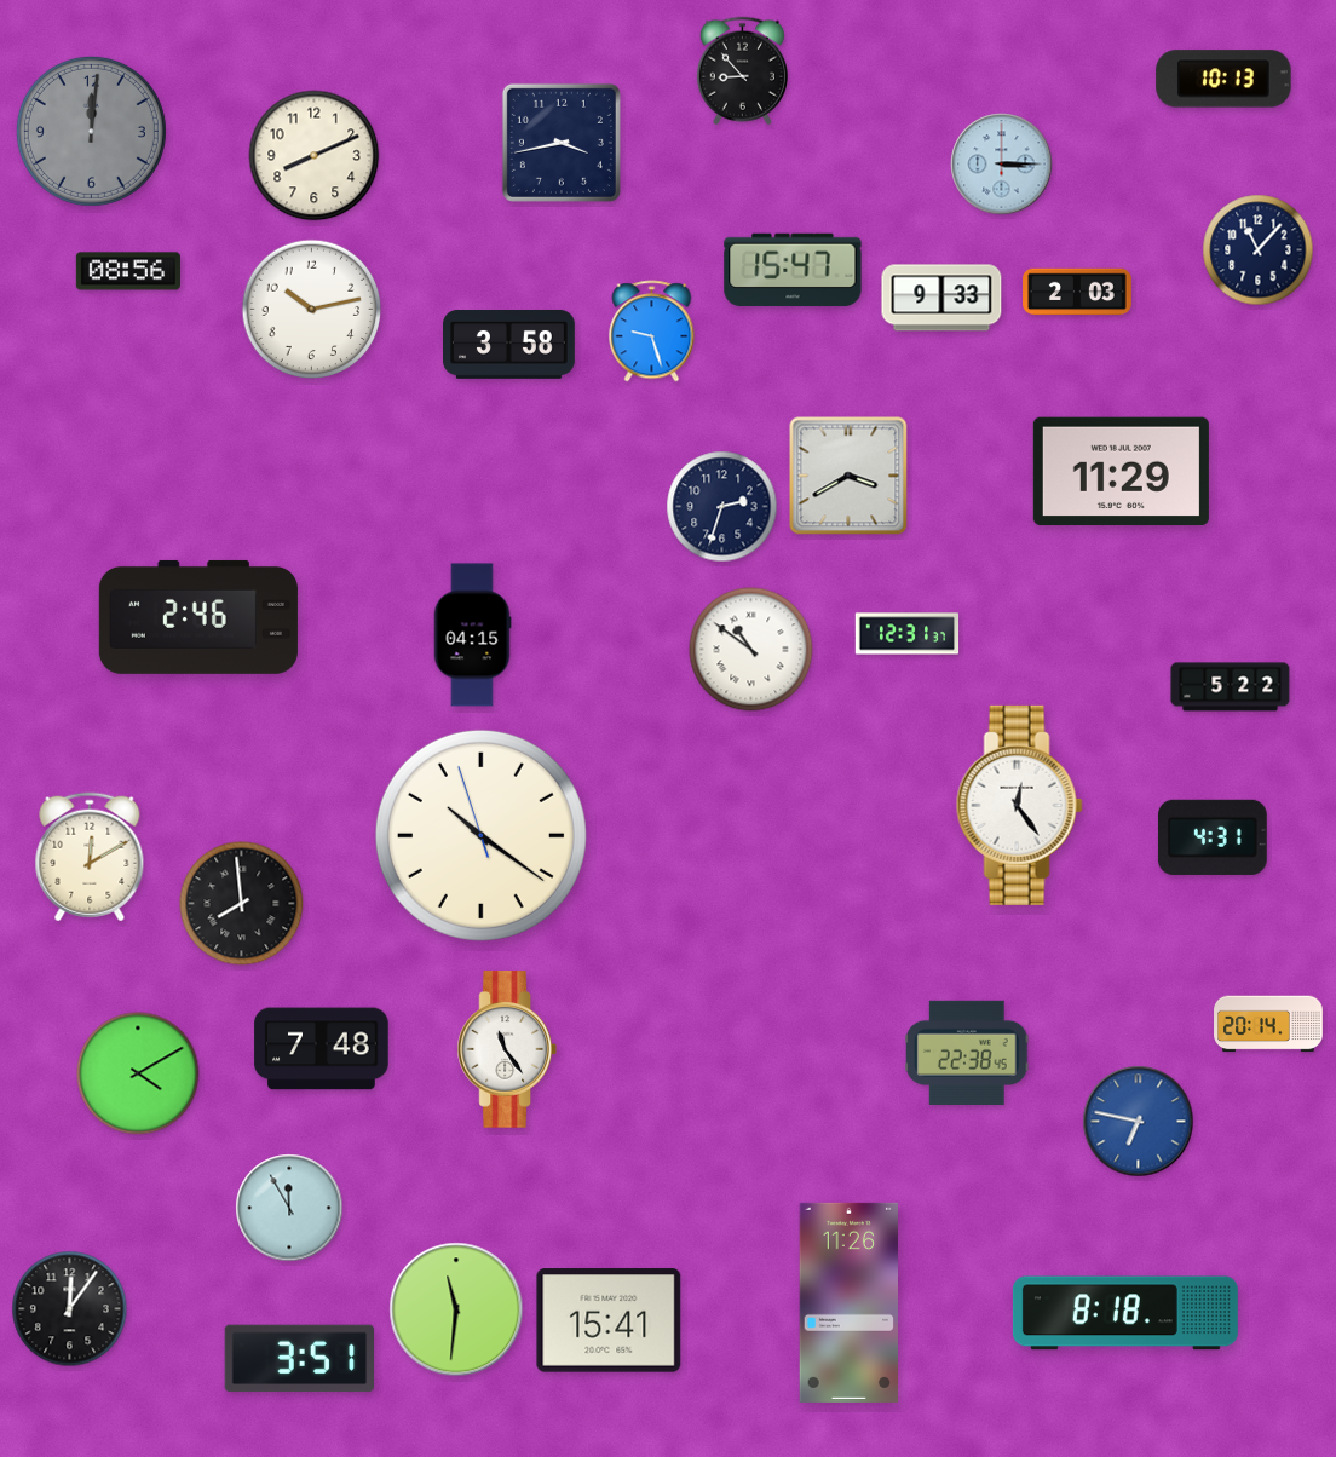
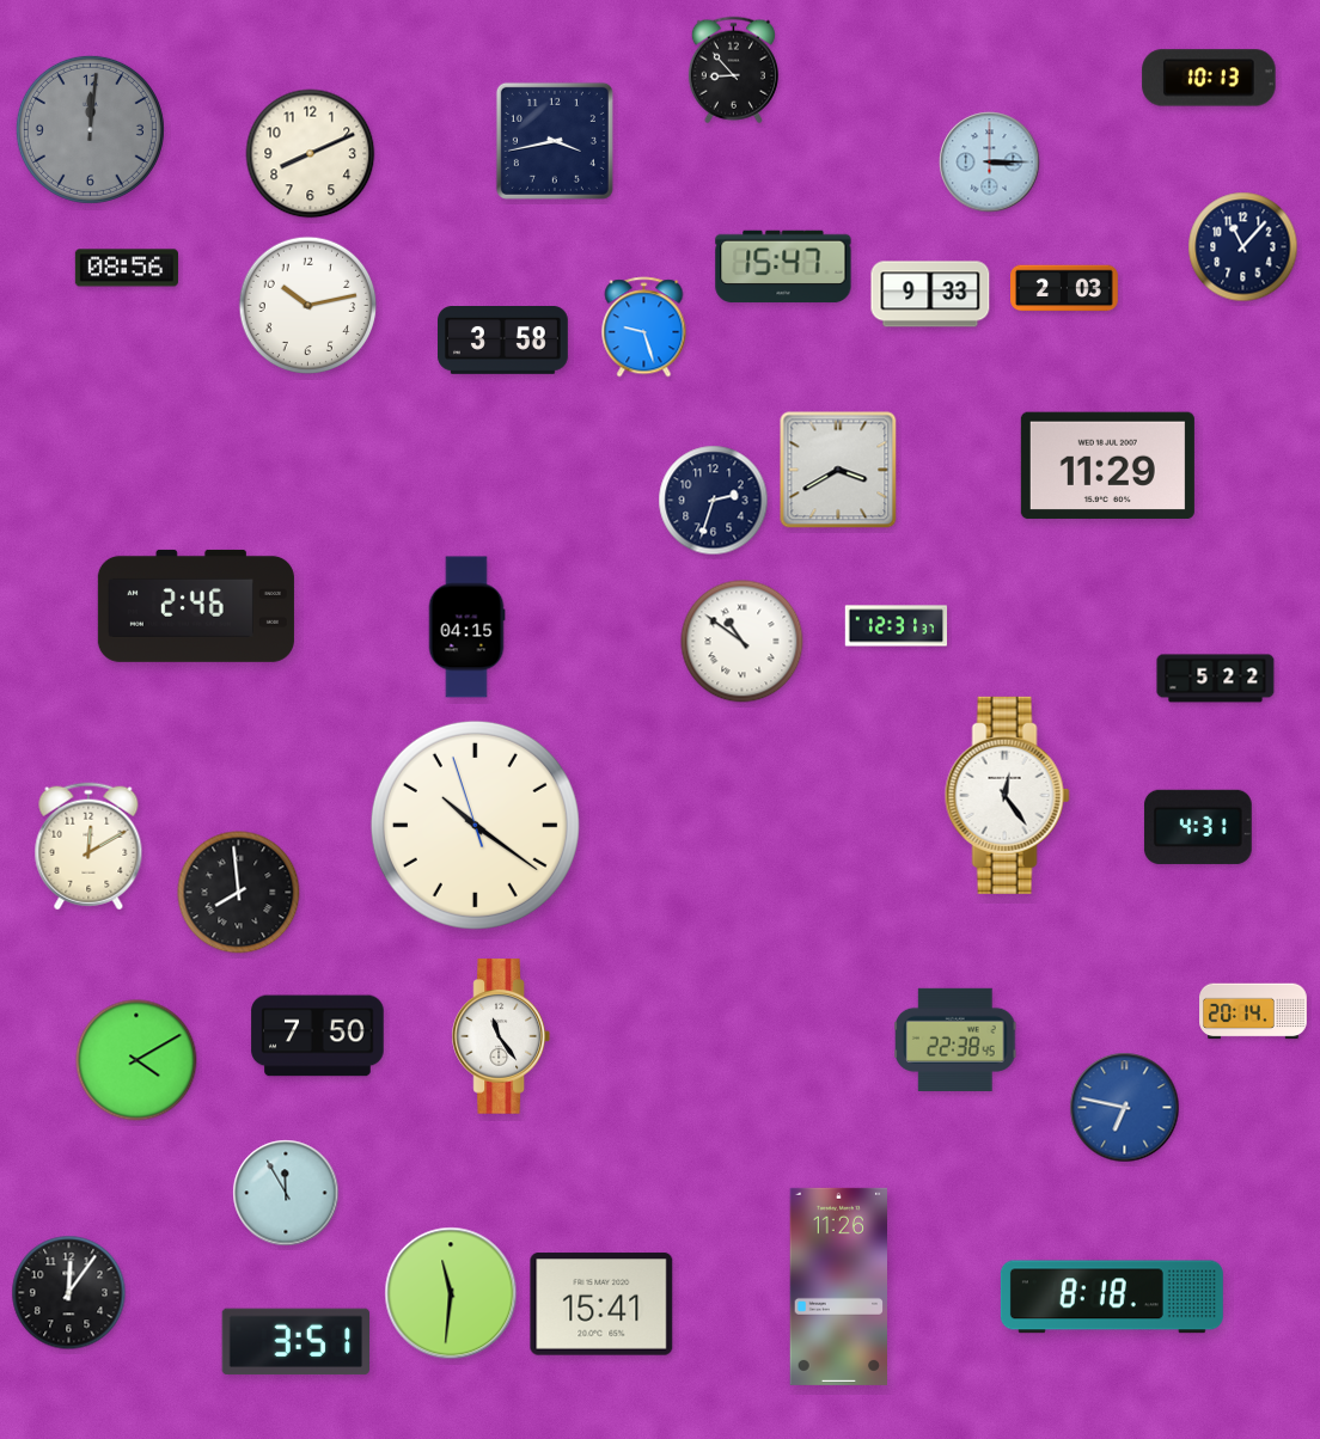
clock at (198, 617) position: (198, 617) -> (196, 606)
clock at (322, 1049): 7:48 -> 7:50
